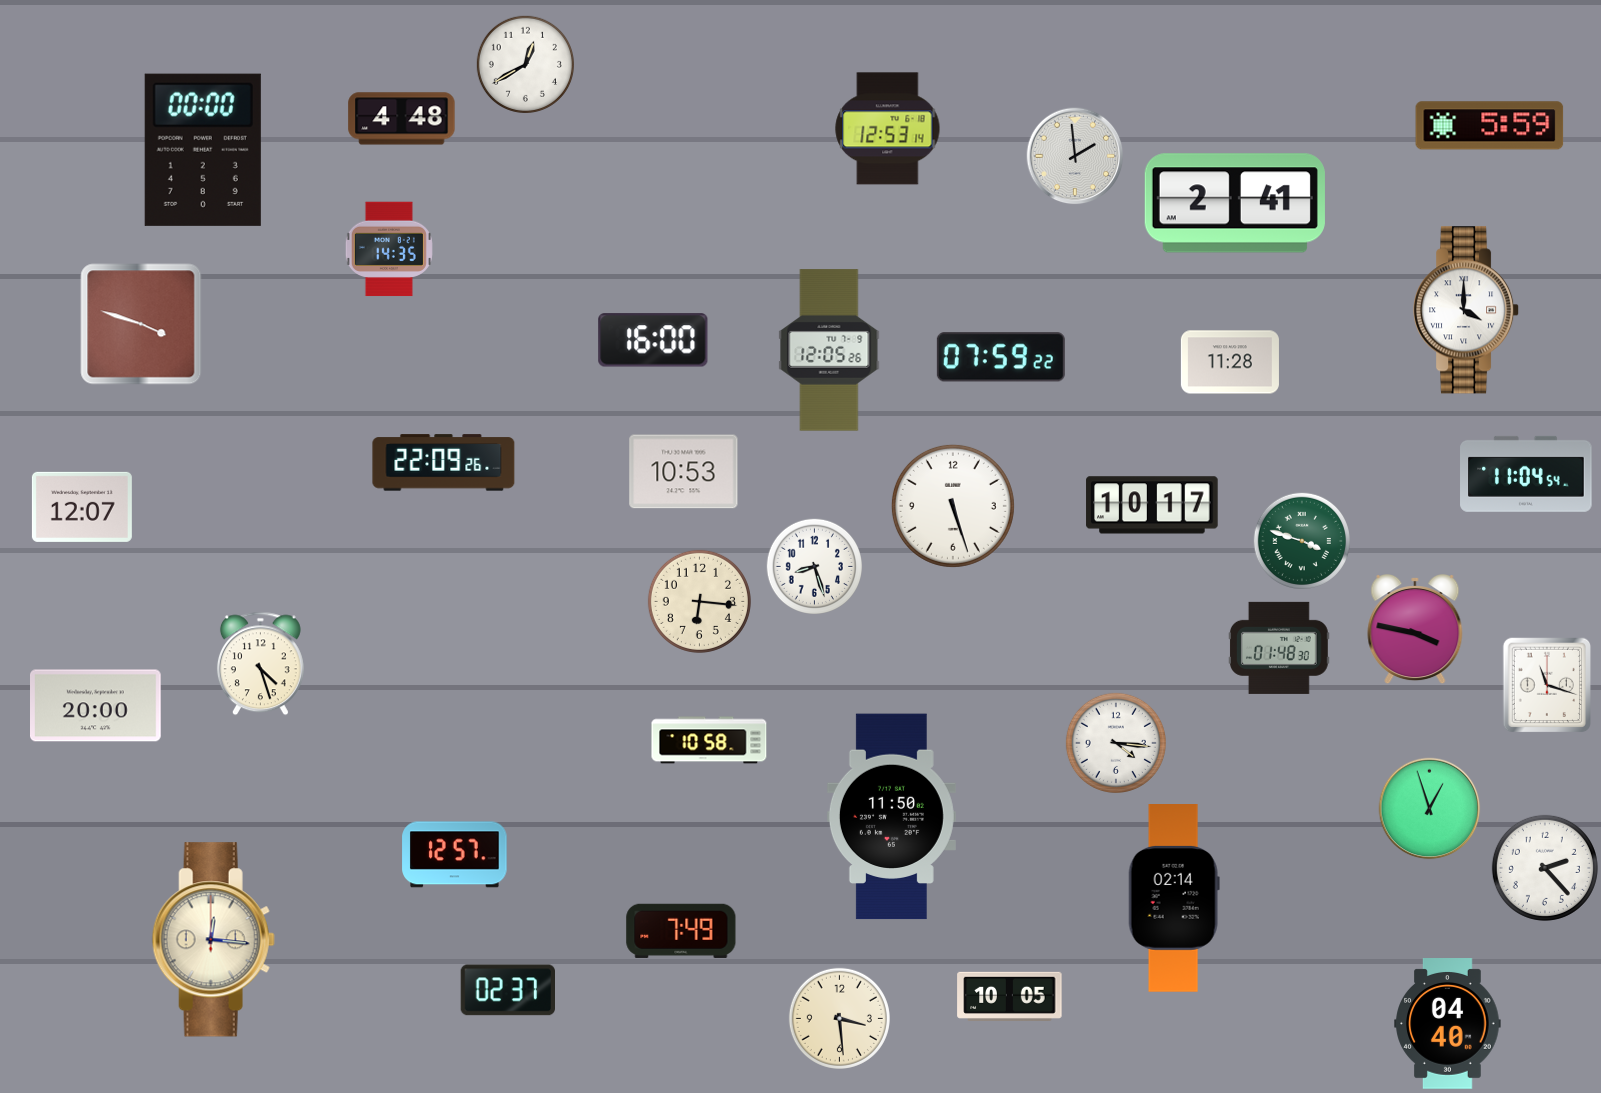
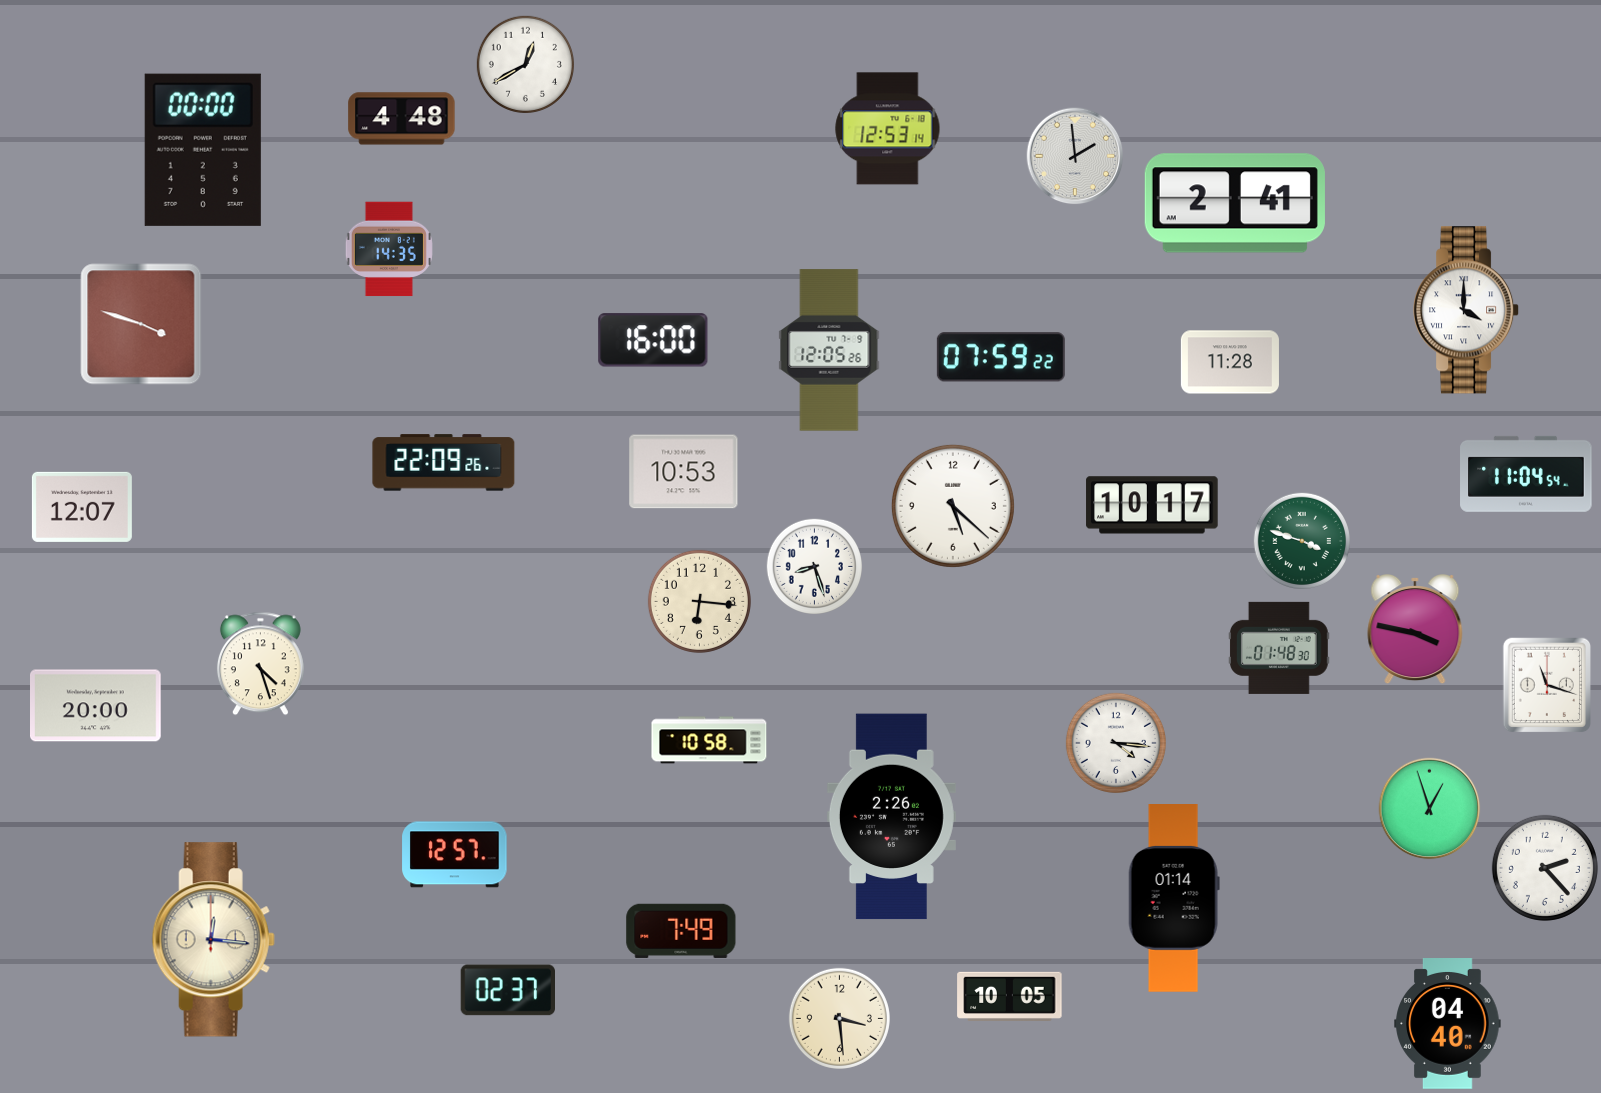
clock at (1490, 126): 5:59 -> none
clock at (953, 506): 5:27 -> 5:22
clock at (891, 817): 11:50 -> 2:26
clock at (1174, 899): 02:14 -> 01:14
